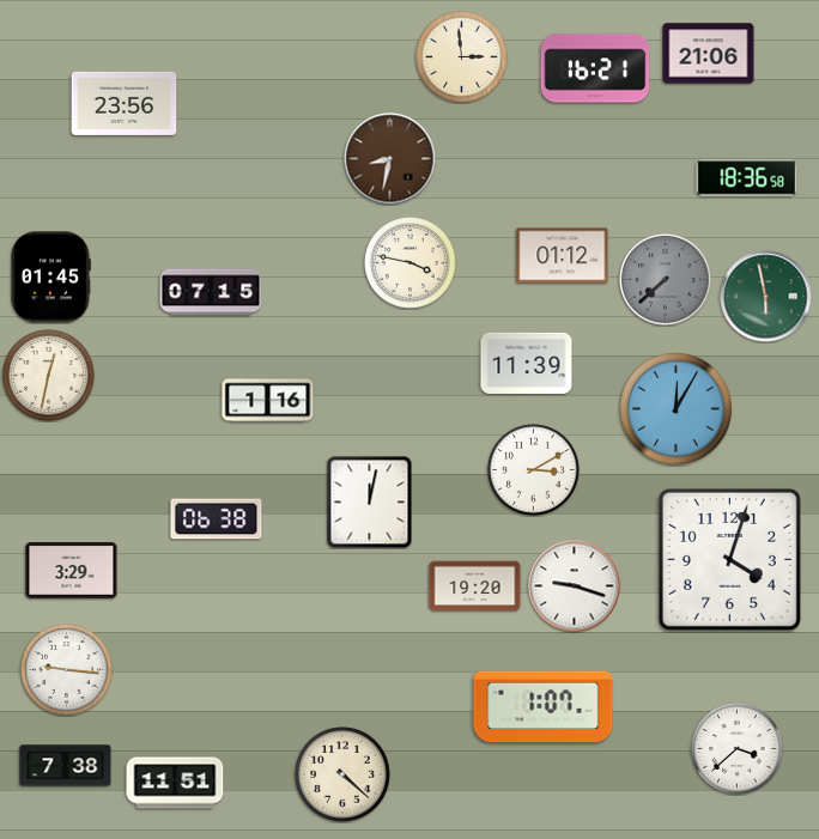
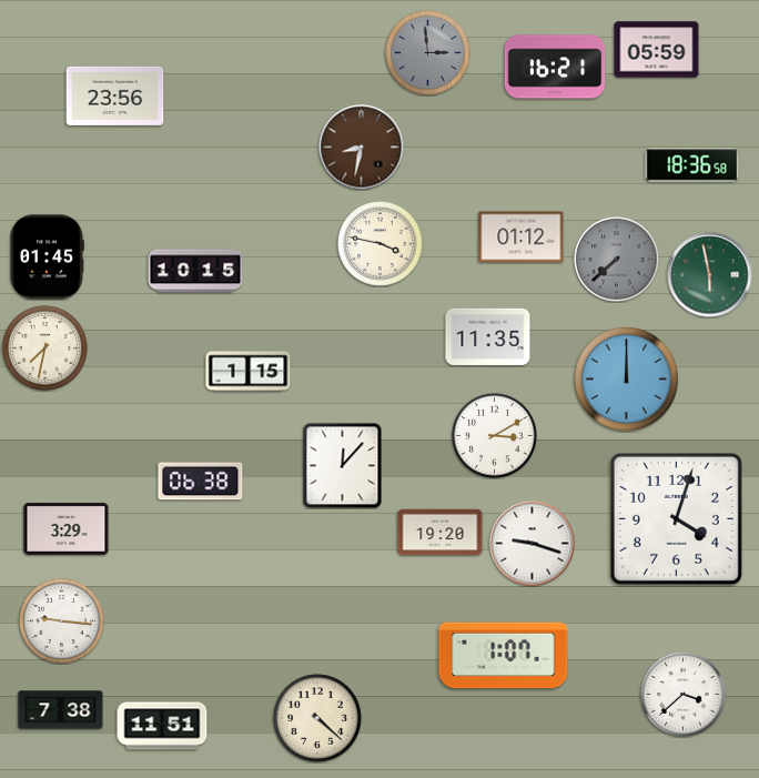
clock at (709, 54): 21:06 -> 05:59
clock at (462, 57) dial: cream -> grey
clock at (595, 68) position: (595, 68) -> (555, 67)
clock at (211, 292): 07:15 -> 10:15
clock at (527, 363): 11:39 -> 11:35
clock at (49, 376): 12:32 -> 7:32
clock at (268, 401): 1:16 -> 1:15
clock at (675, 408): 12:05 -> 12:00
clock at (370, 501): 12:02 -> 12:07
clock at (475, 586) position: (475, 586) -> (441, 533)
